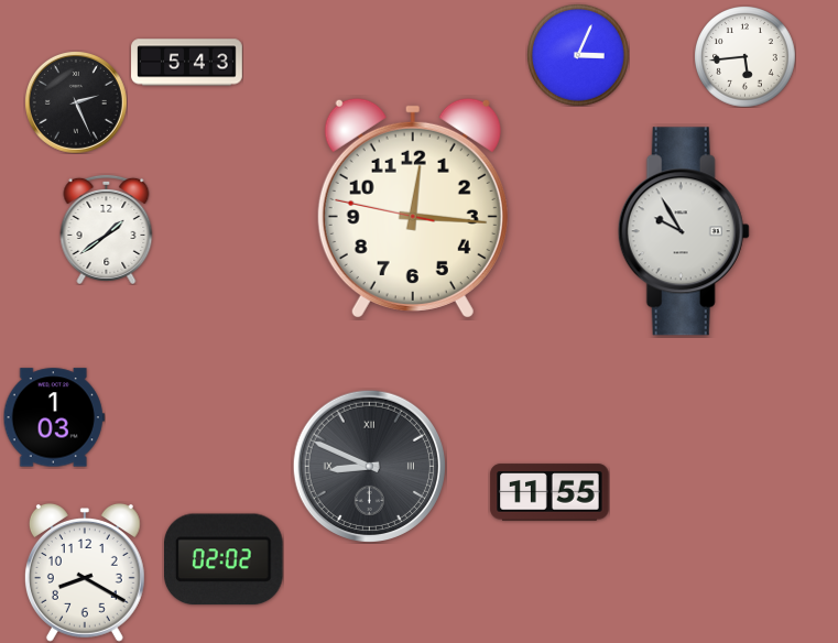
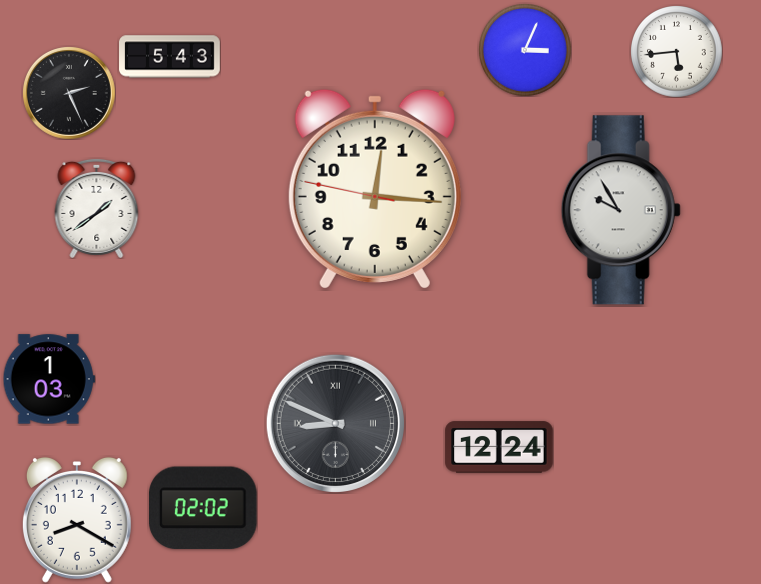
clock at (549, 492): 11:55 -> 12:24
